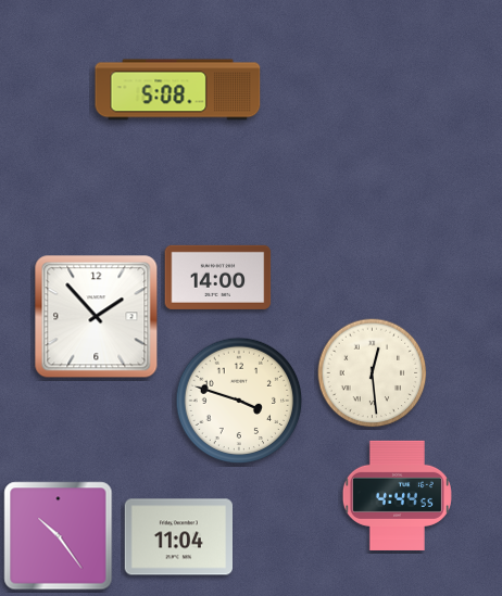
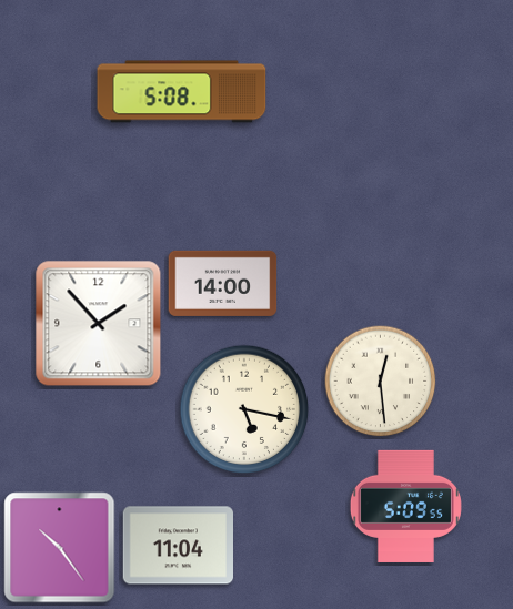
clock at (239, 401): 3:48 -> 5:17
clock at (397, 495): 4:44 -> 5:09
clock at (178, 537) position: (178, 537) -> (178, 546)
